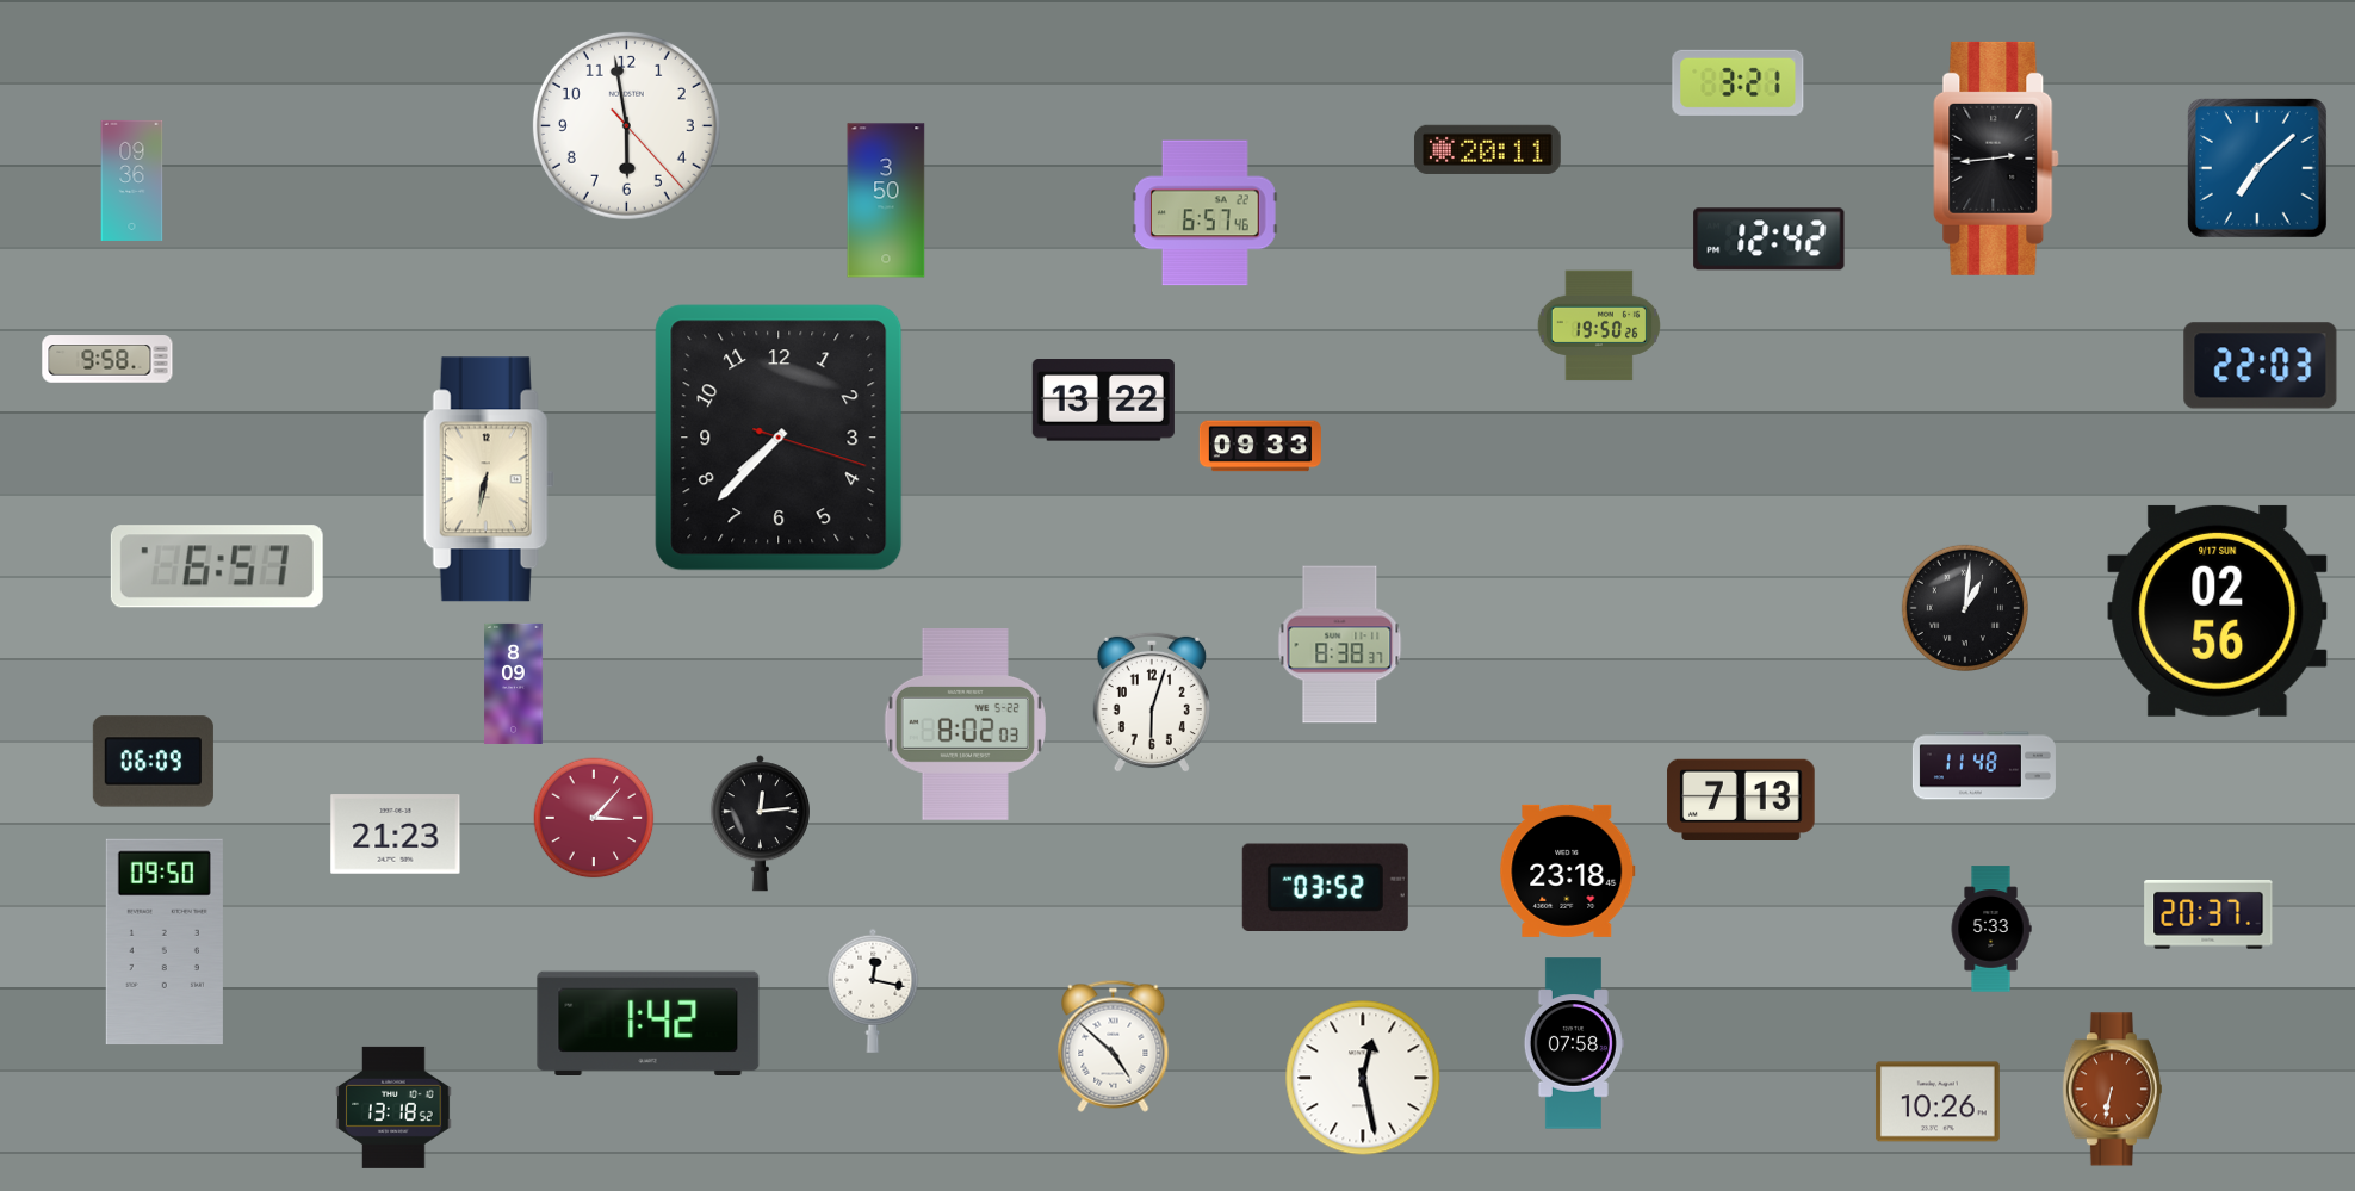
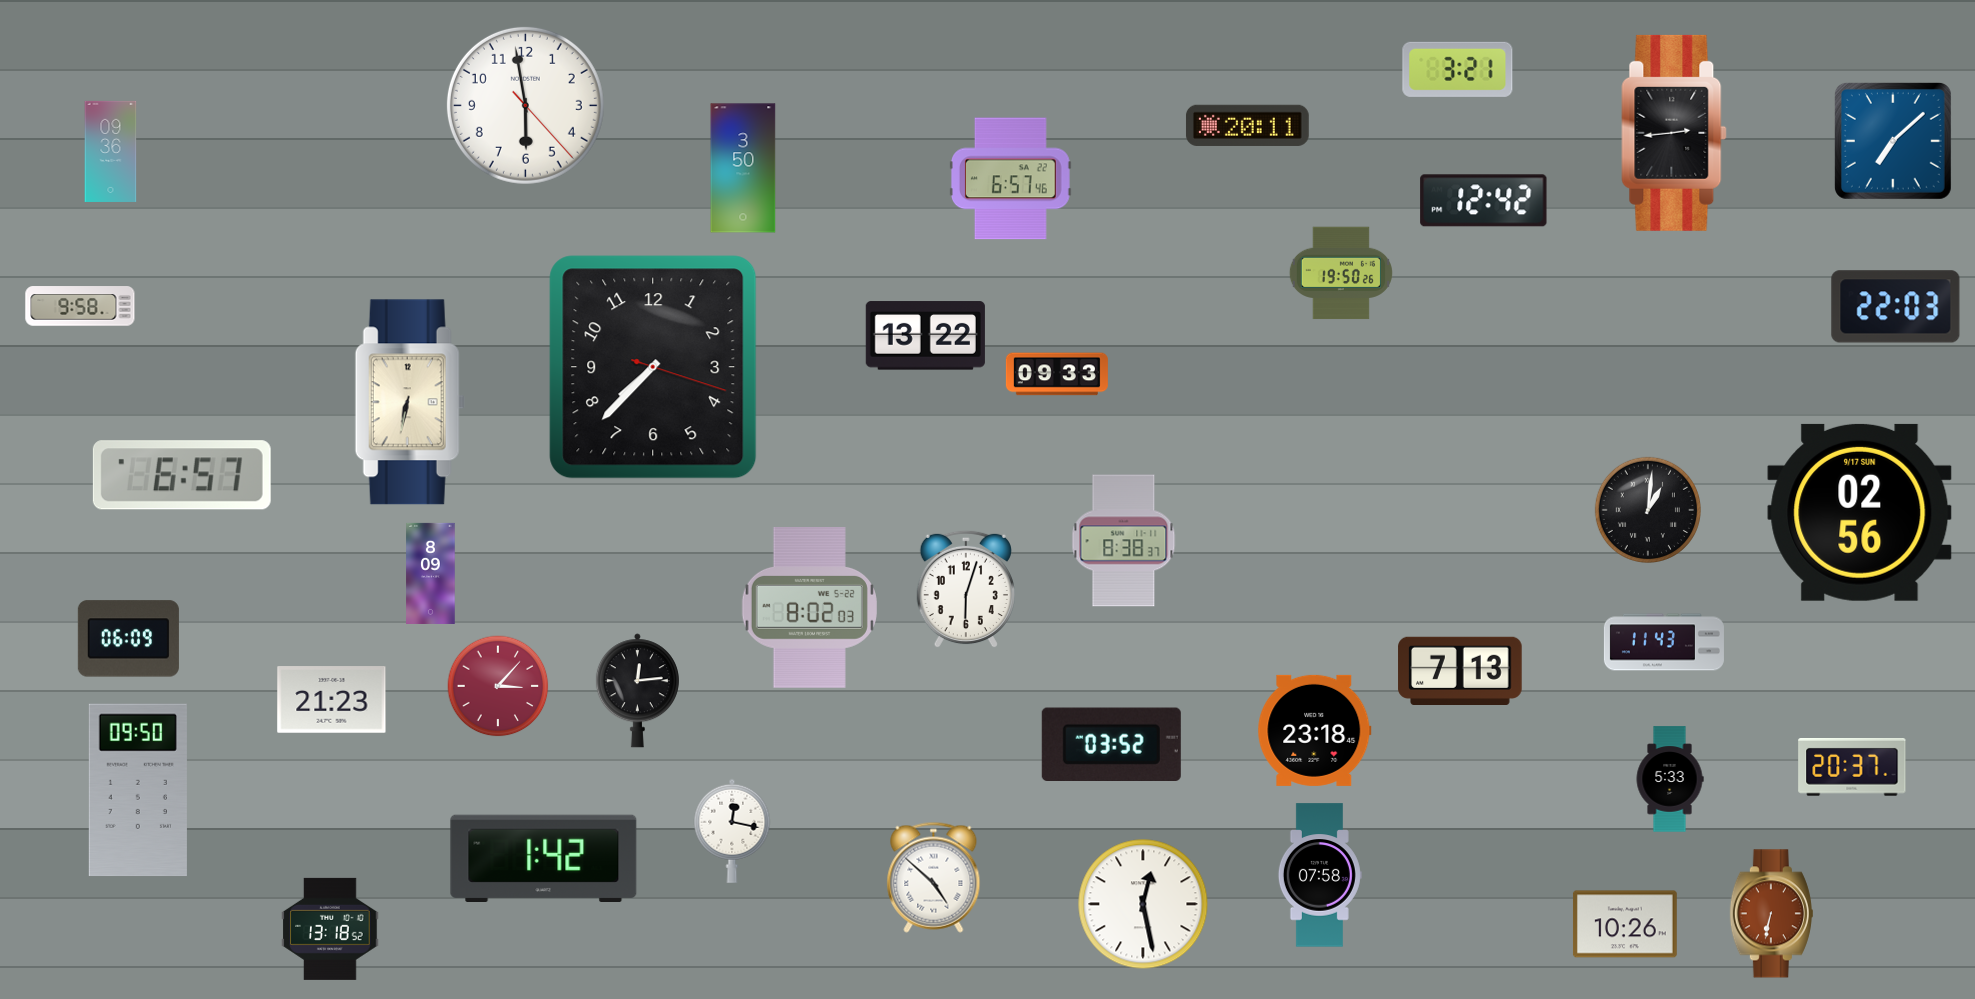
clock at (107, 359) position: (107, 359) -> (80, 306)
clock at (1984, 765): 11:48 -> 11:43
